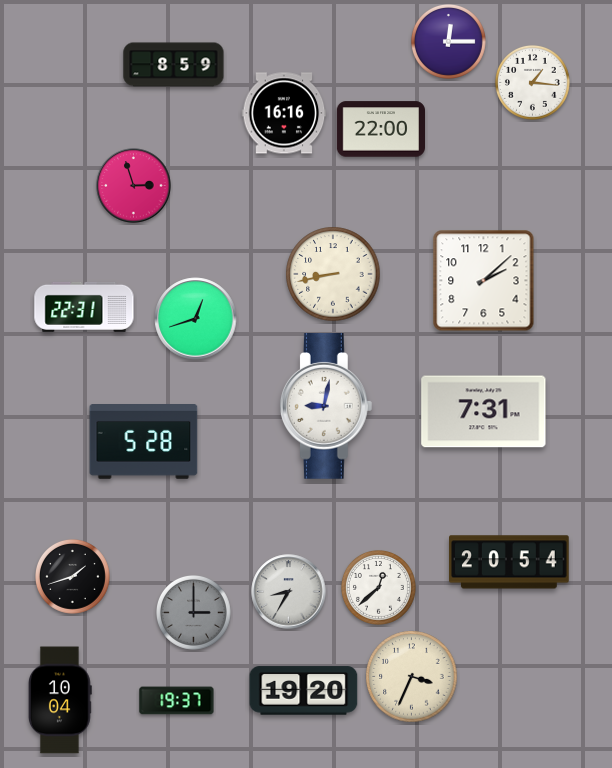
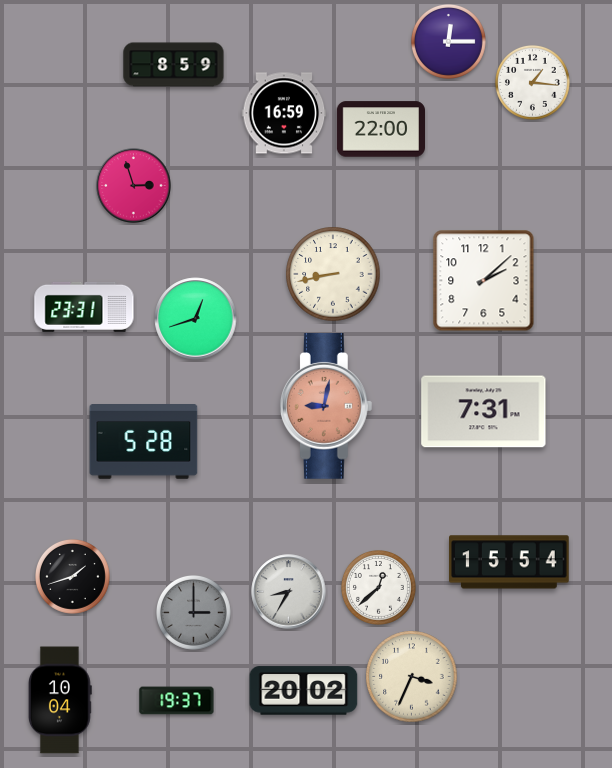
clock at (284, 113): 16:16 -> 16:59
clock at (84, 307): 22:31 -> 23:31
clock at (326, 407) dial: white -> salmon
clock at (510, 562): 20:54 -> 15:54
clock at (304, 691): 19:20 -> 20:02
